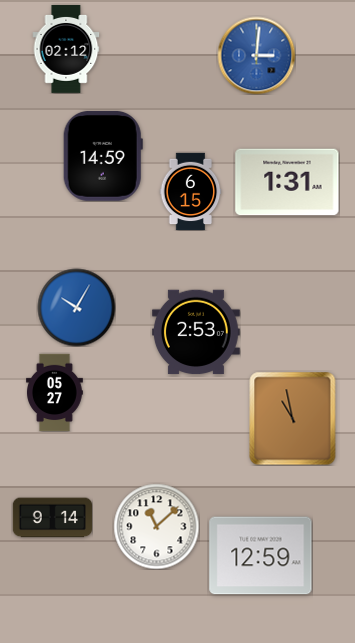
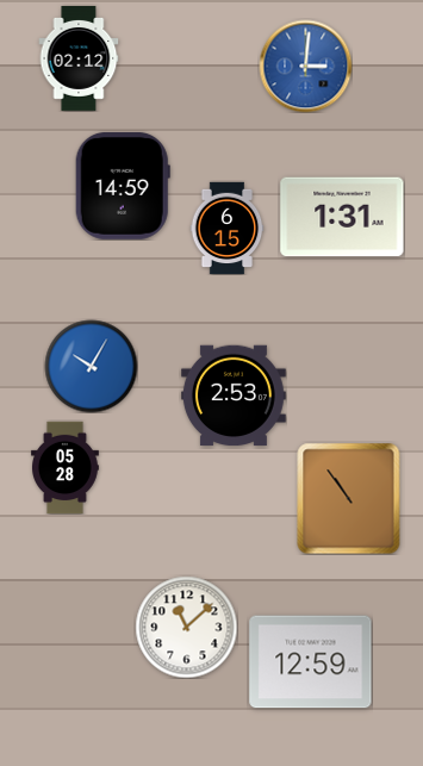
clock at (55, 392): 05:27 -> 05:28
clock at (293, 418): 10:58 -> 10:54
clock at (52, 518): 9:14 -> none
